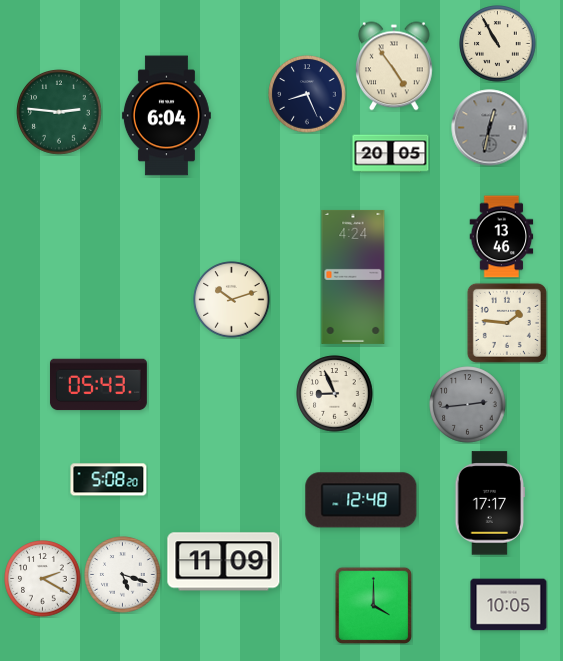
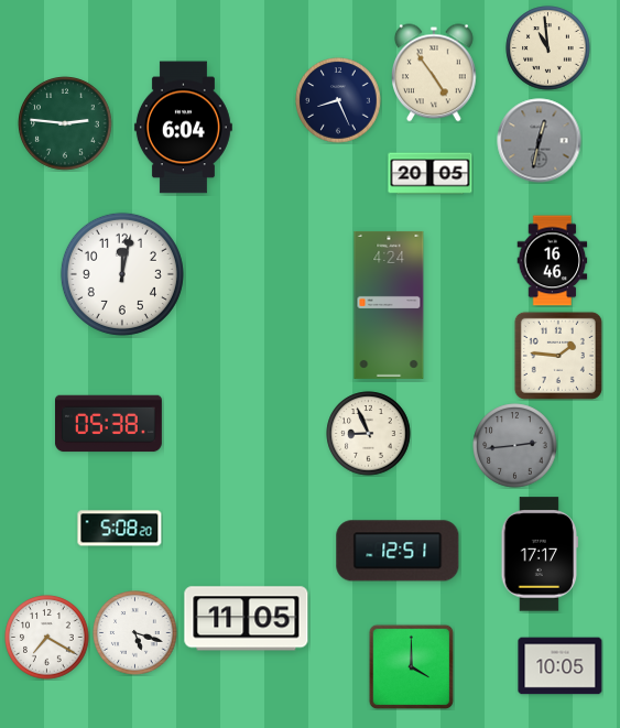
clock at (498, 44): 10:55 -> 10:59
clock at (307, 94) position: (307, 94) -> (338, 100)
clock at (391, 154) position: (391, 154) -> (431, 174)
clock at (502, 237): 13:46 -> 16:46
clock at (122, 274): none -> 12:02
clock at (232, 300): 10:12 -> none
clock at (98, 385): 05:43 -> 05:38
clock at (361, 500): 12:48 -> 12:51
clock at (224, 562): 11:09 -> 11:05
clock at (43, 579): 2:20 -> 7:20
